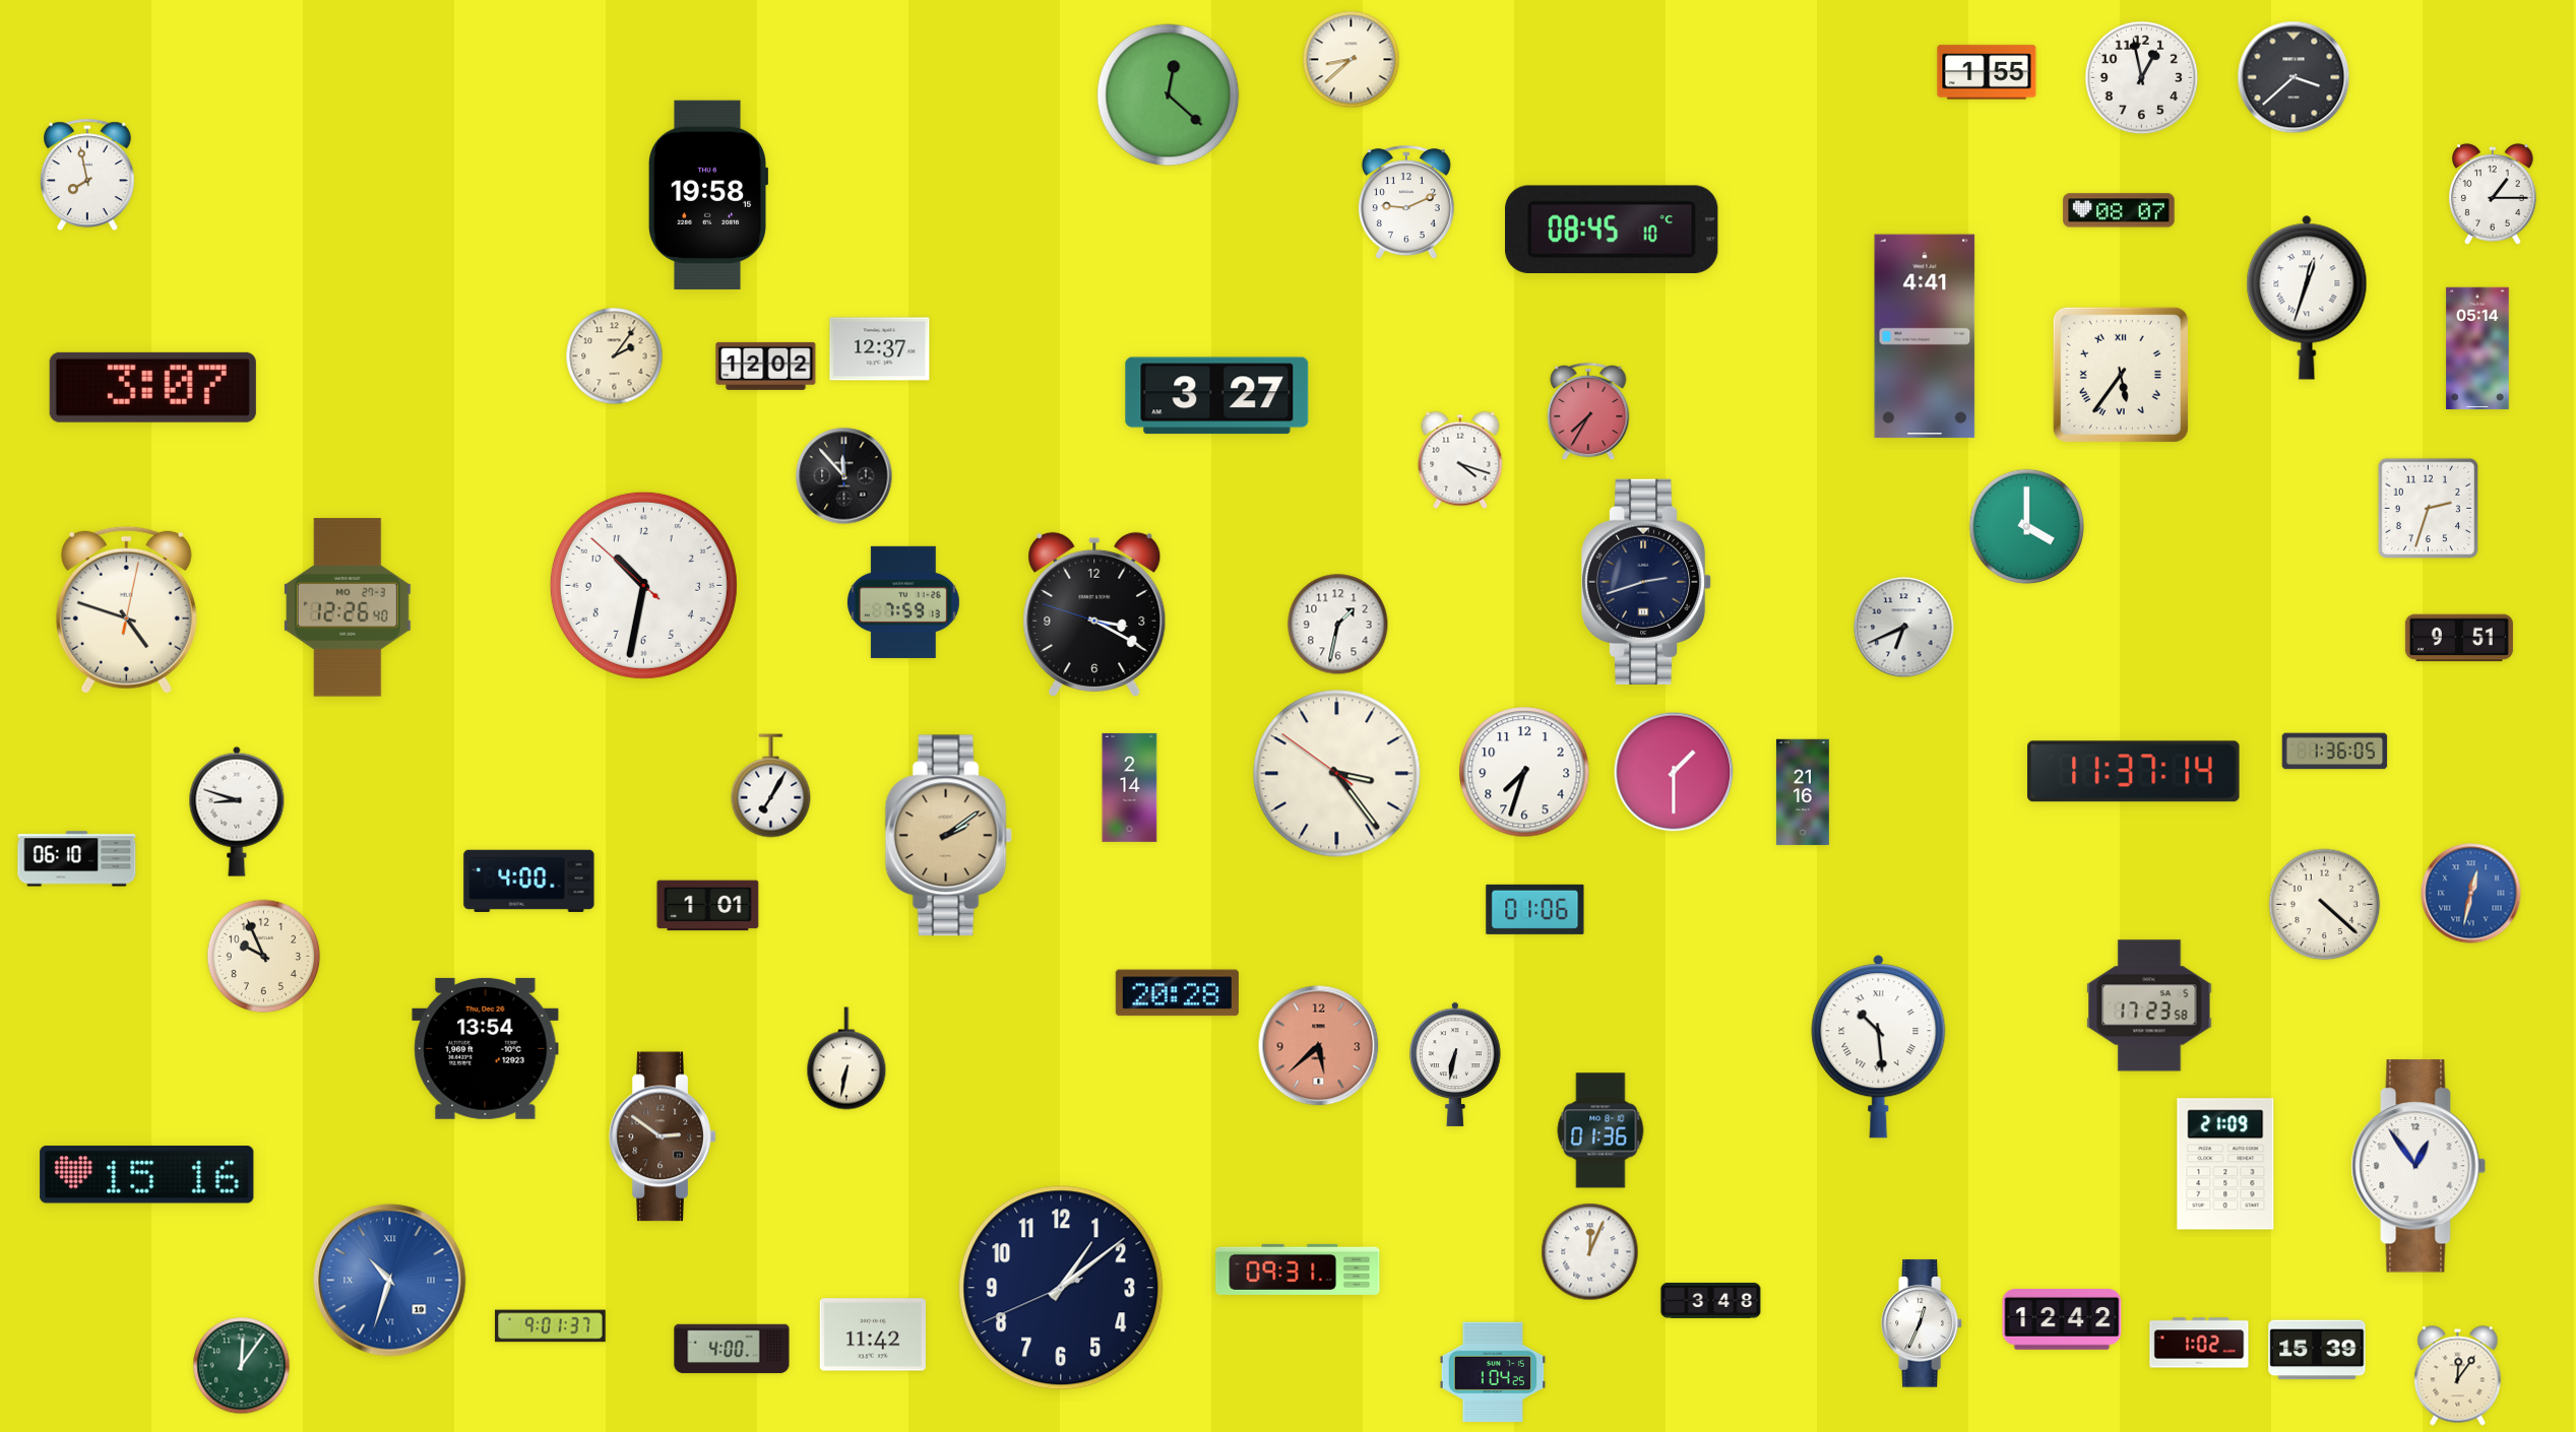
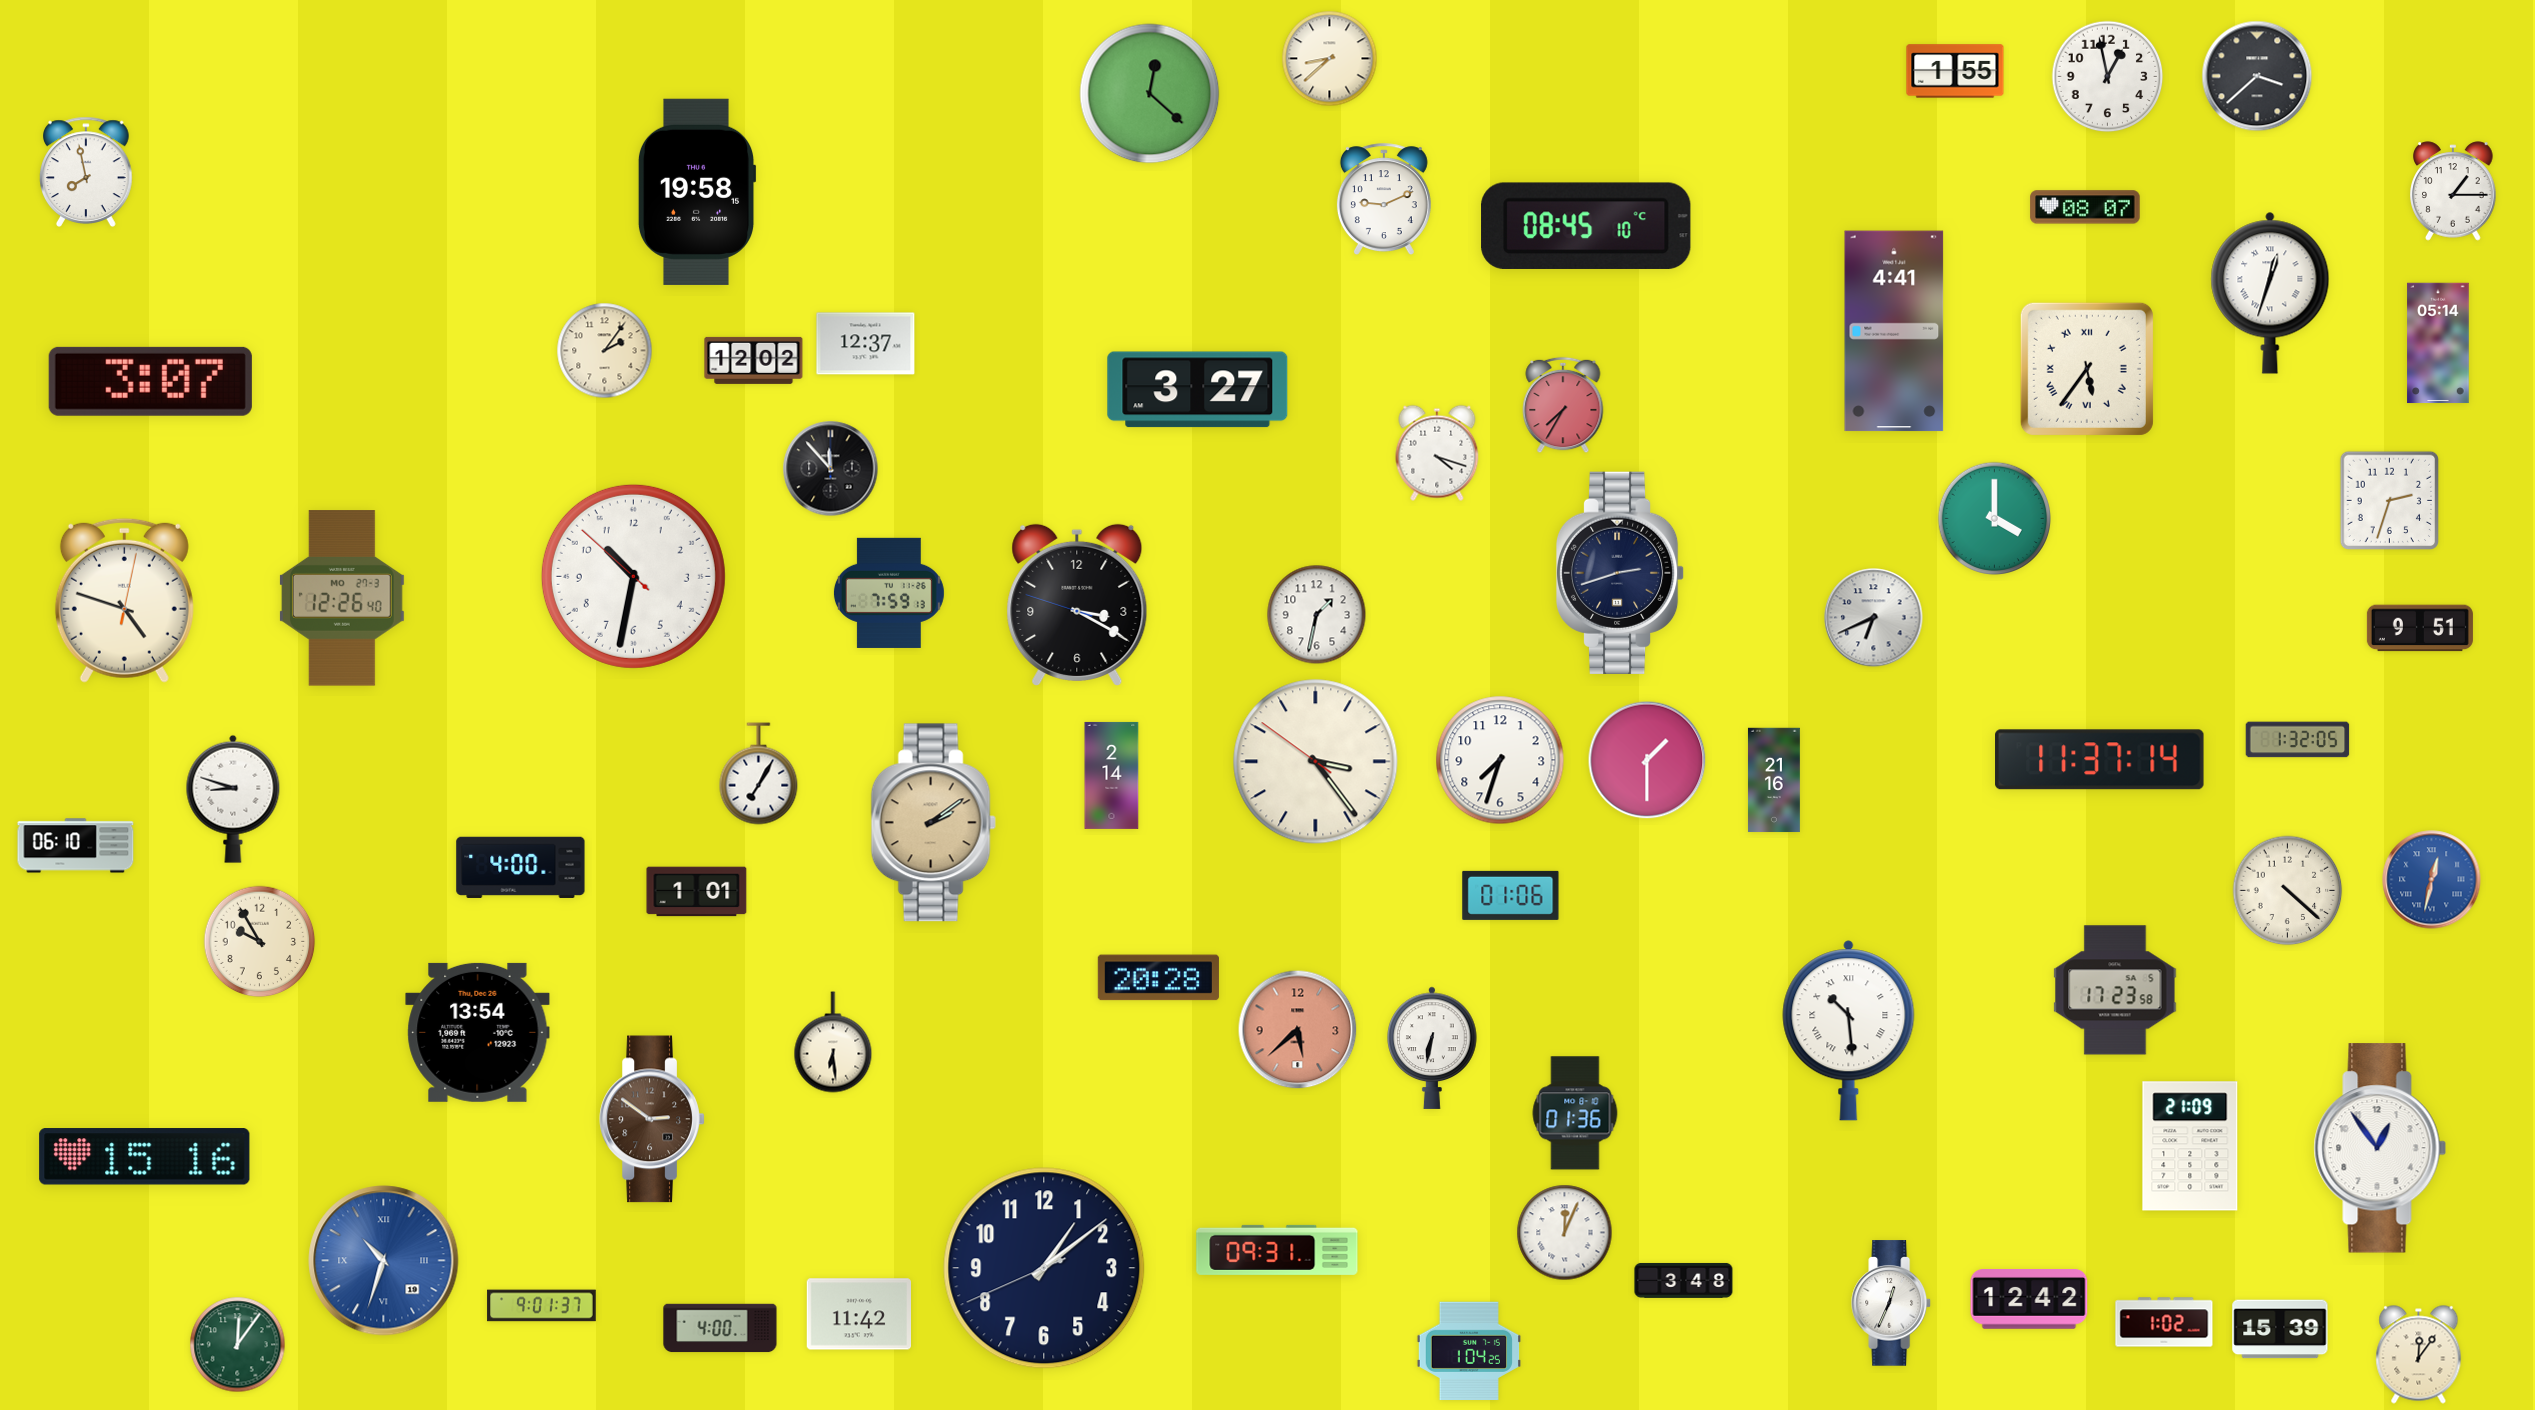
clock at (2335, 752): 1:36 -> 1:32
clock at (264, 957): 9:56 -> 9:55
clock at (846, 1058): 6:32 -> 6:29
